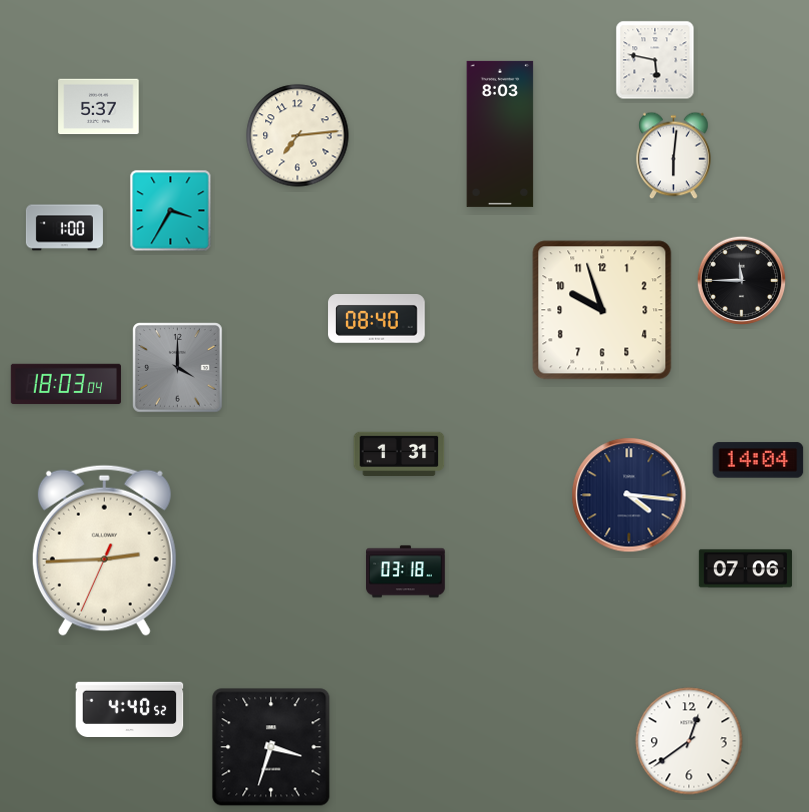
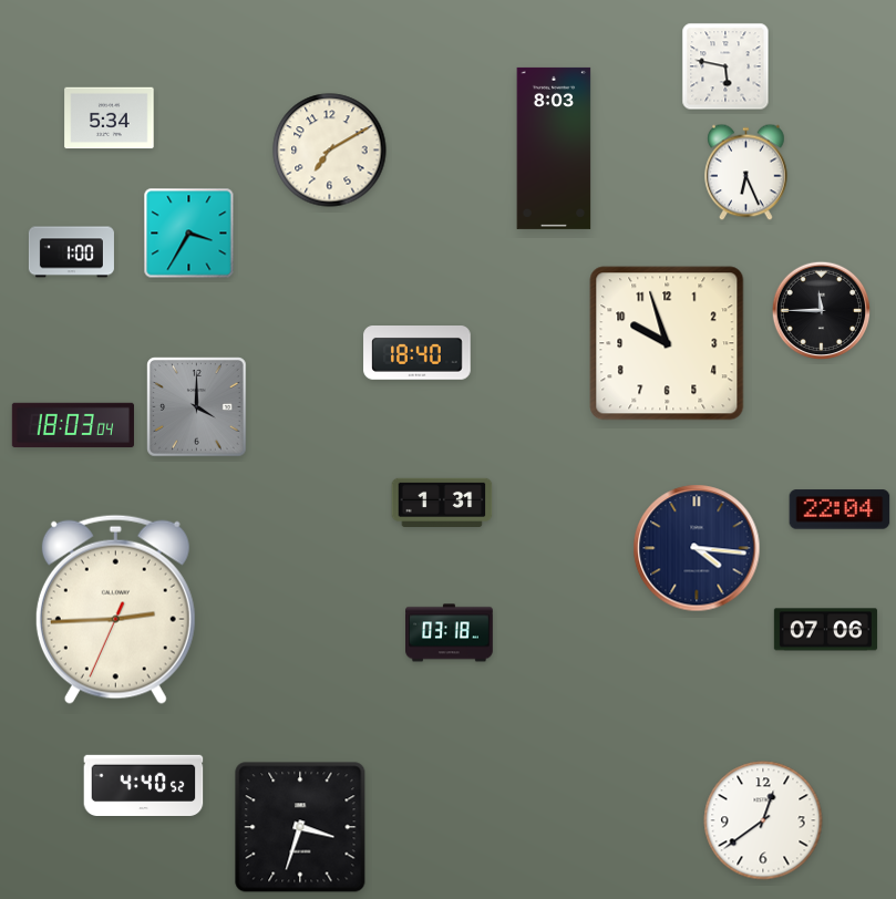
clock at (99, 107): 5:37 -> 5:34
clock at (298, 136): 7:14 -> 7:10
clock at (674, 156): 6:01 -> 6:26
clock at (377, 319): 08:40 -> 18:40
clock at (758, 460): 14:04 -> 22:04
